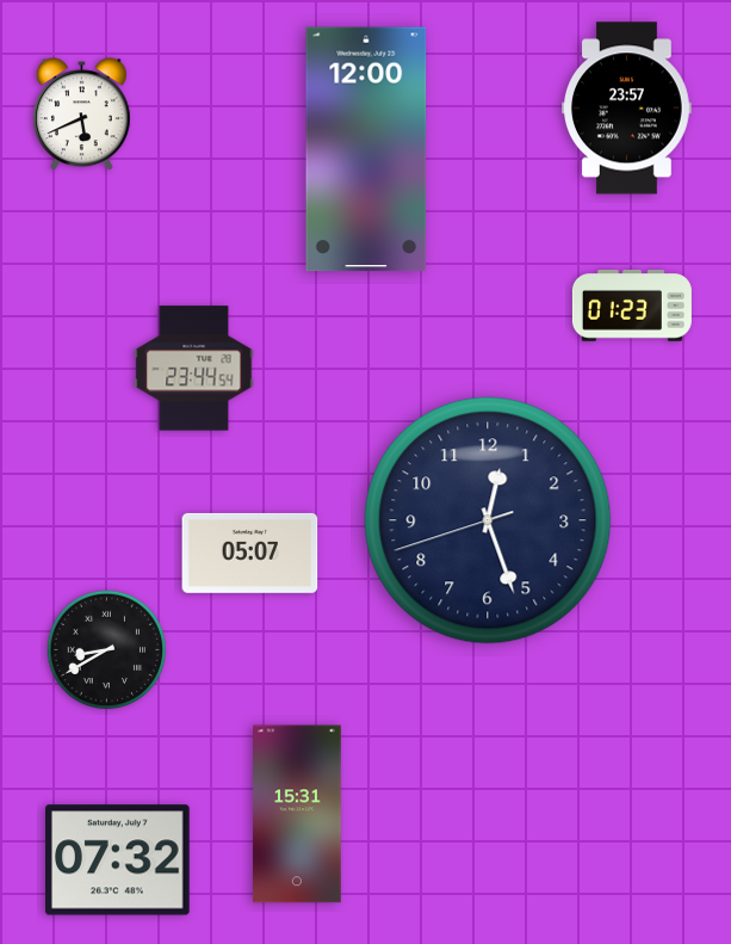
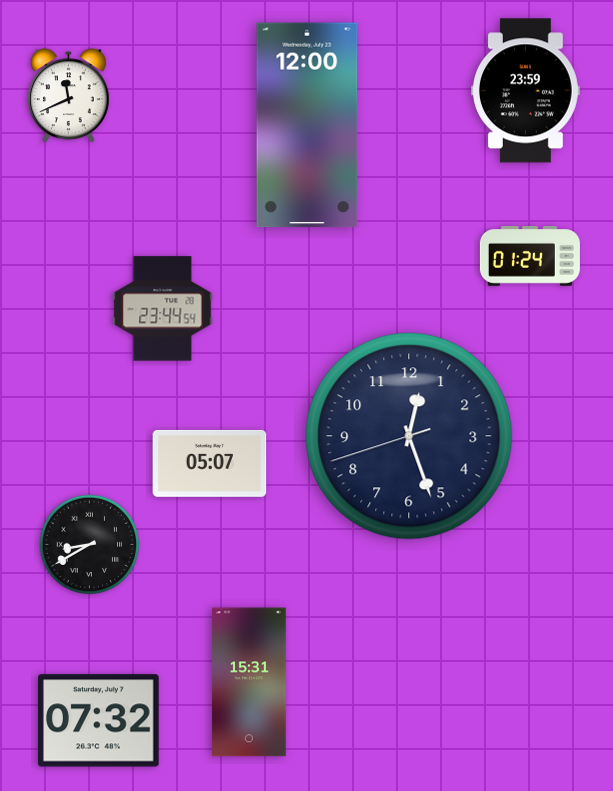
clock at (627, 109): 23:57 -> 23:59
clock at (82, 115): 5:41 -> 11:41
clock at (632, 307): 01:23 -> 01:24
